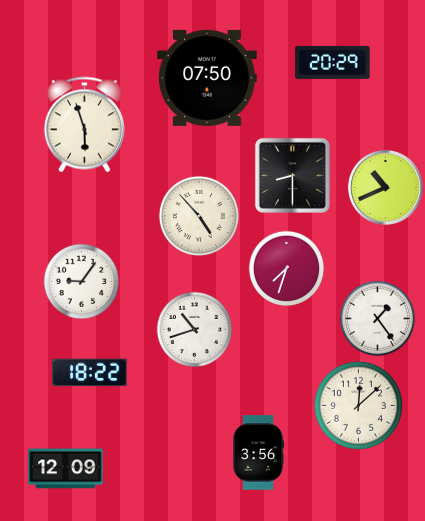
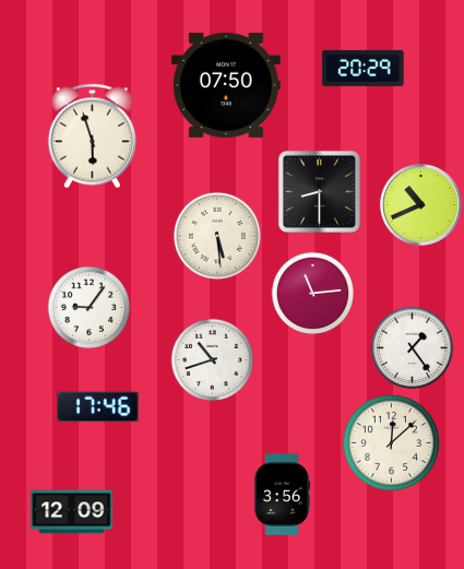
clock at (198, 215): 4:53 -> 5:29
clock at (287, 269): 7:33 -> 11:14
clock at (90, 373): 18:22 -> 17:46
